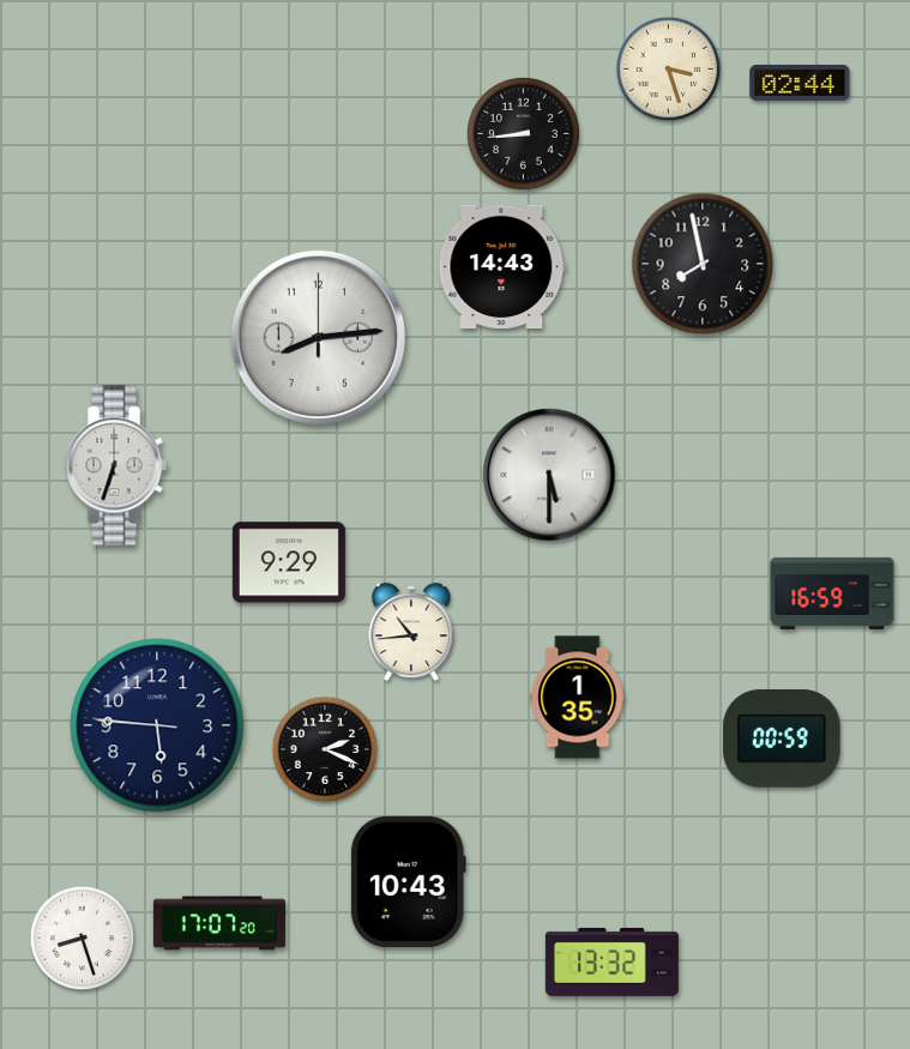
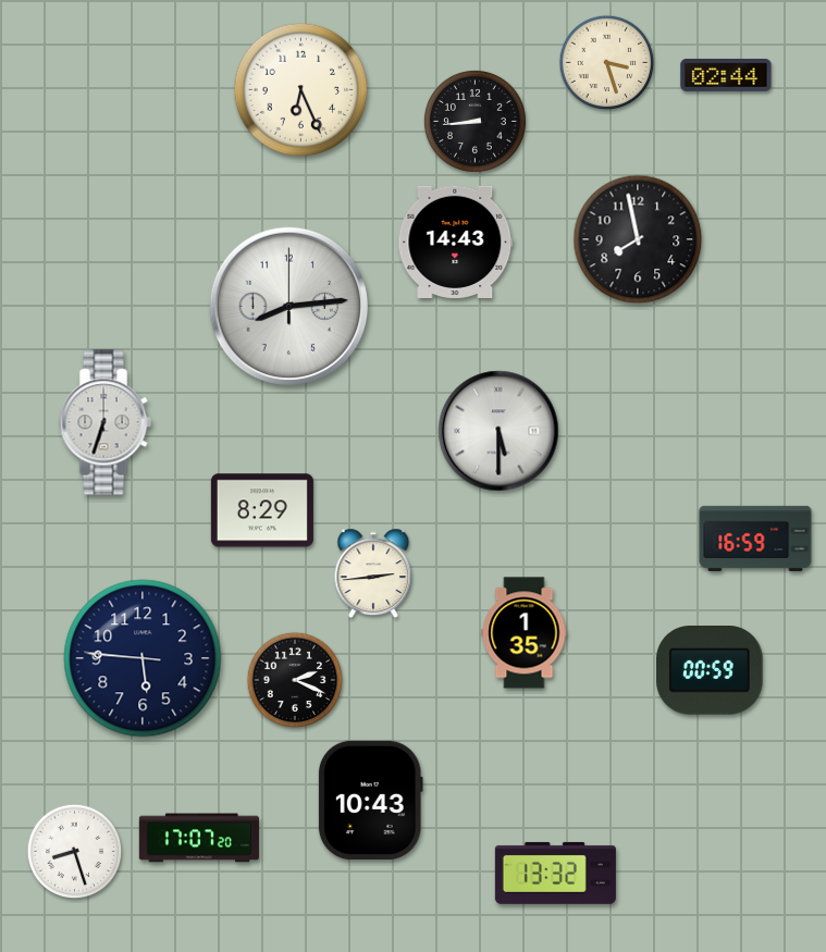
clock at (301, 90): none -> 6:26
clock at (289, 562): 9:29 -> 8:29
clock at (411, 632): 10:44 -> 2:44
